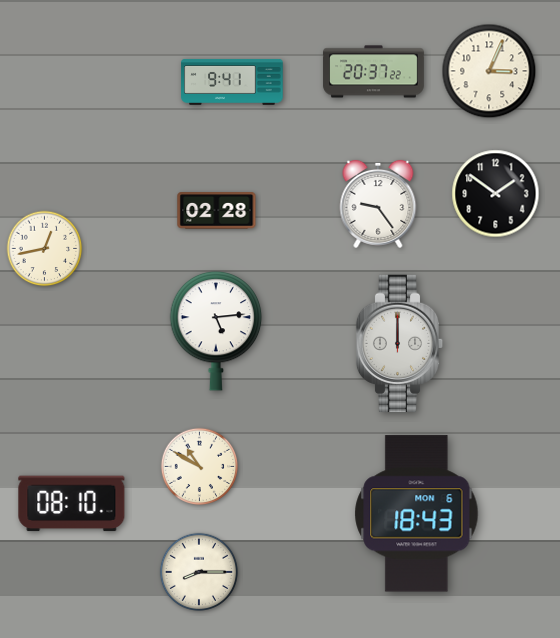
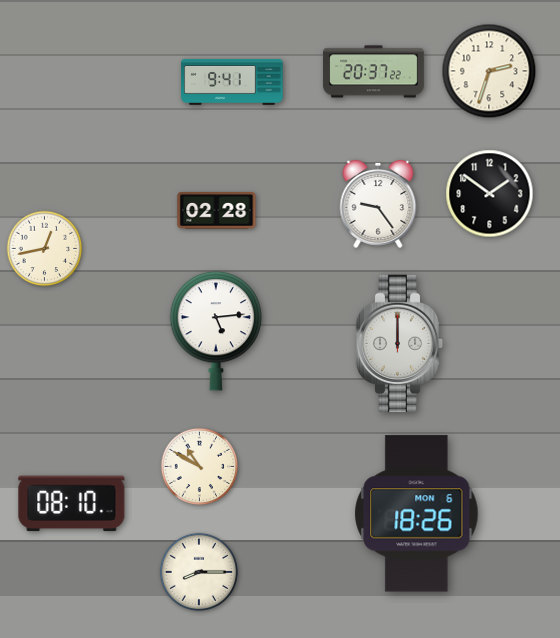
clock at (489, 71): 3:04 -> 2:33
clock at (496, 194) position: (496, 194) -> (490, 194)
clock at (417, 514): 18:43 -> 18:26
